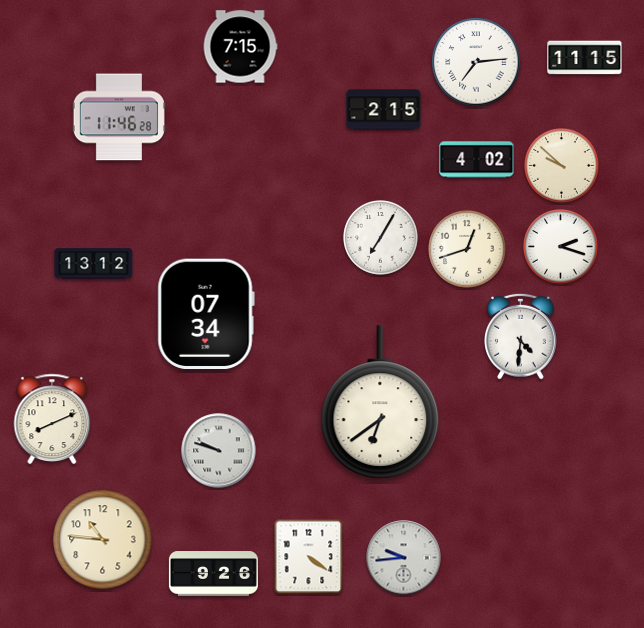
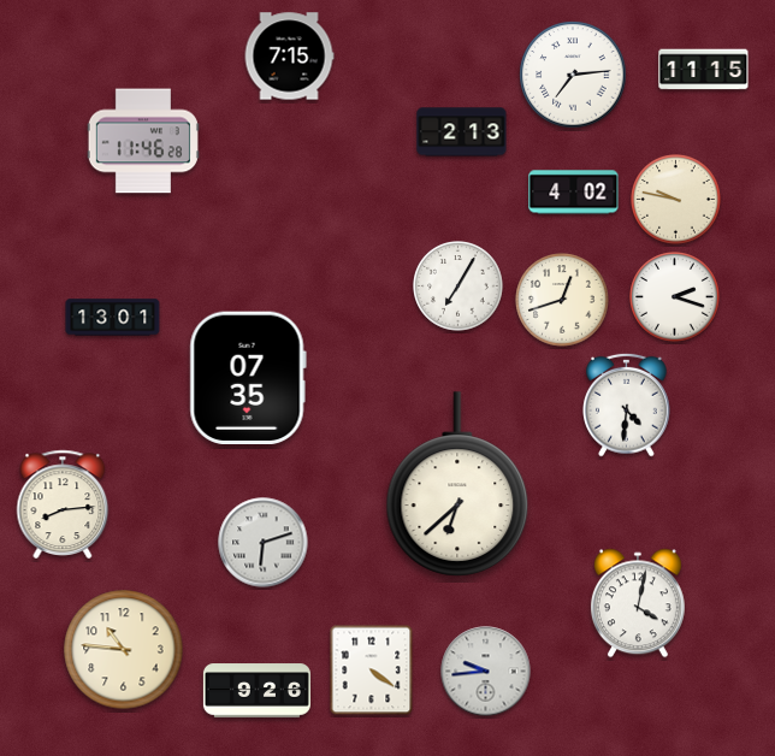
clock at (384, 110): 2:15 -> 2:13
clock at (562, 166): 9:52 -> 9:47
clock at (94, 264): 13:12 -> 13:01
clock at (206, 314): 07:34 -> 07:35
clock at (380, 402): 6:39 -> 6:38
clock at (52, 419): 8:11 -> 8:14
clock at (219, 451): 9:48 -> 6:12
clock at (638, 603): none -> 4:02
